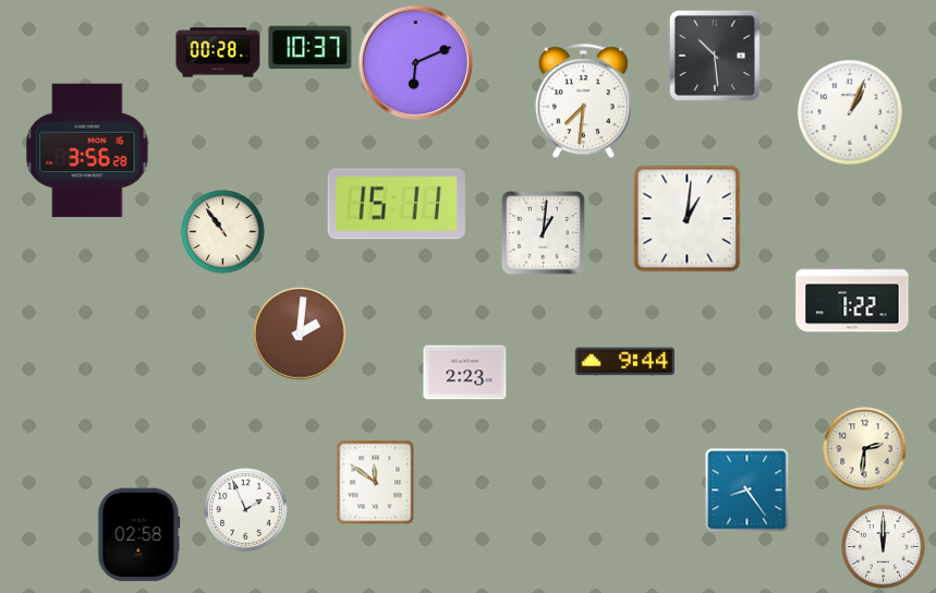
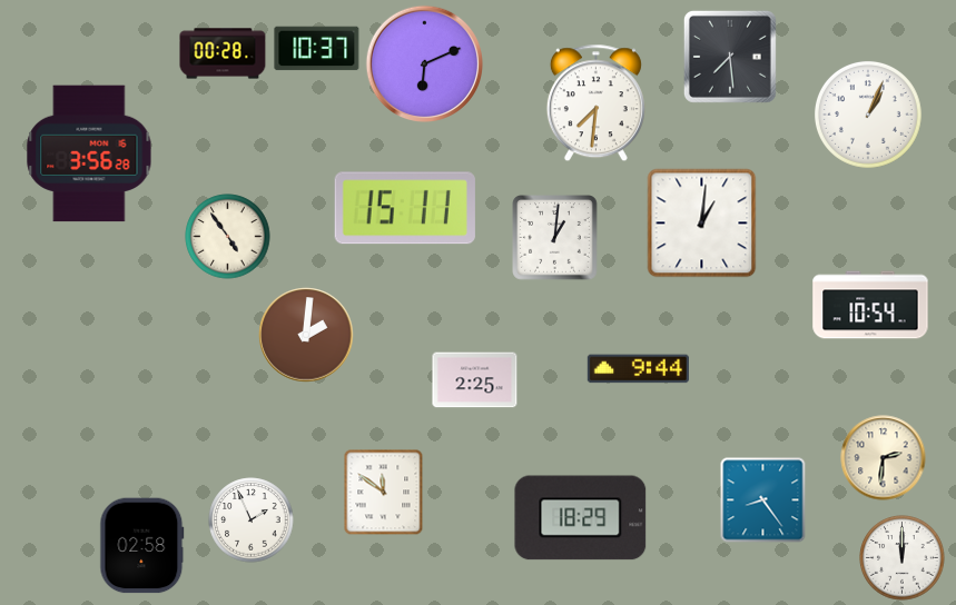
clock at (715, 56): 10:29 -> 7:29
clock at (223, 232): 10:54 -> 4:54
clock at (852, 299): 1:22 -> 10:54
clock at (300, 334) position: (300, 334) -> (306, 335)
clock at (465, 373): 2:23 -> 2:25
clock at (581, 518): none -> 18:29
